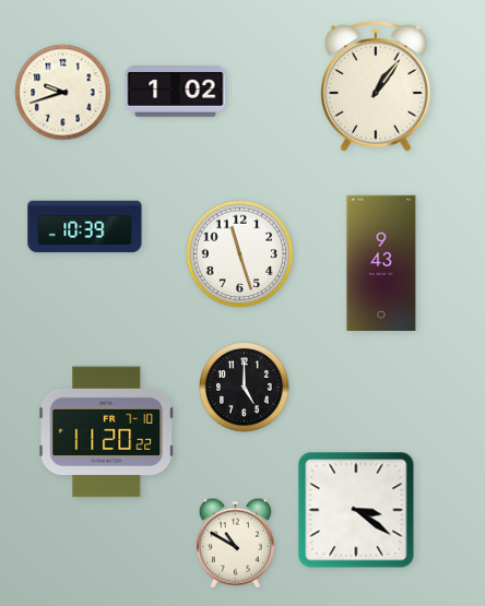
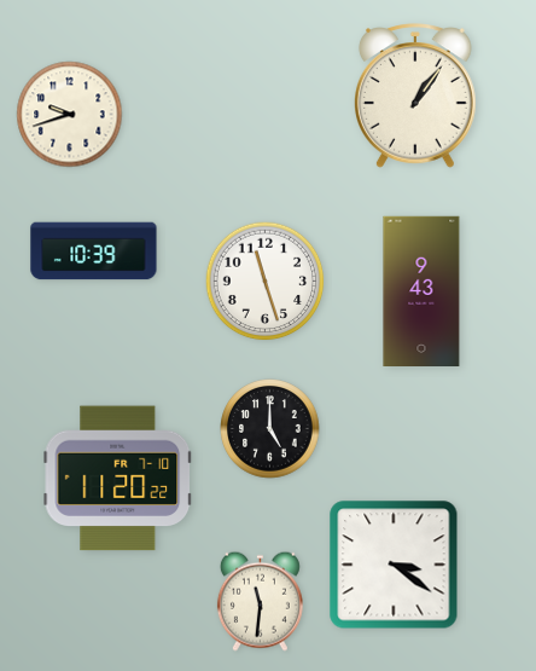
clock at (176, 92): 1:02 -> none
clock at (63, 93) position: (63, 93) -> (70, 115)
clock at (235, 543): 10:50 -> 11:31
